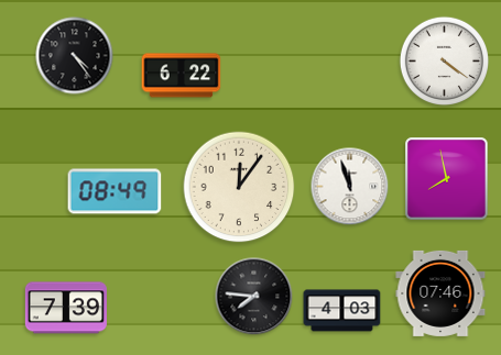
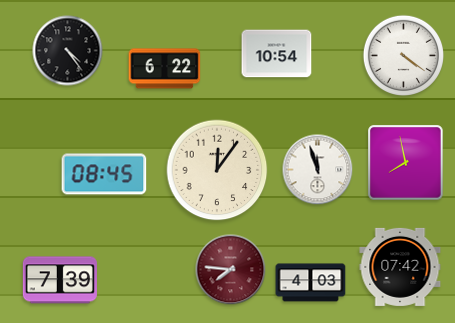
clock at (277, 54): none -> 10:54
clock at (115, 191): 08:49 -> 08:45
clock at (440, 293): 07:46 -> 07:42
clock at (254, 297) dial: black -> burgundy
